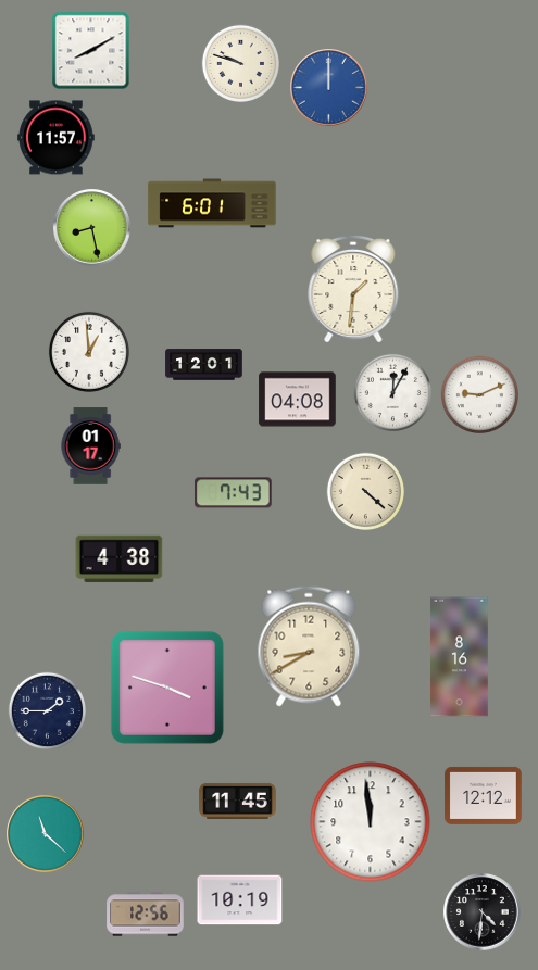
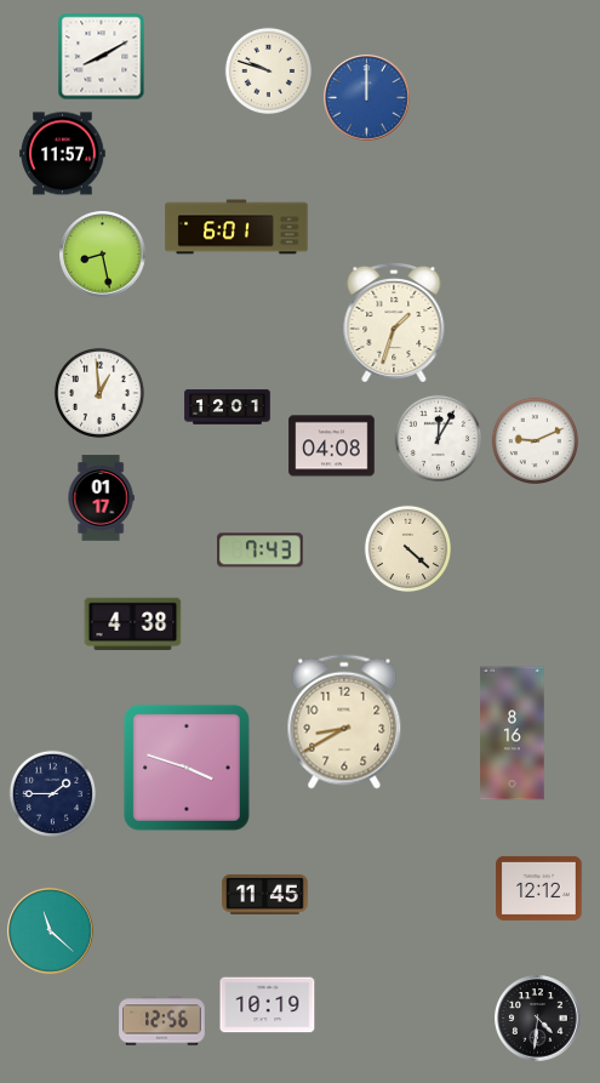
clock at (353, 289): 1:31 -> 1:33
clock at (371, 822): 11:59 -> none
